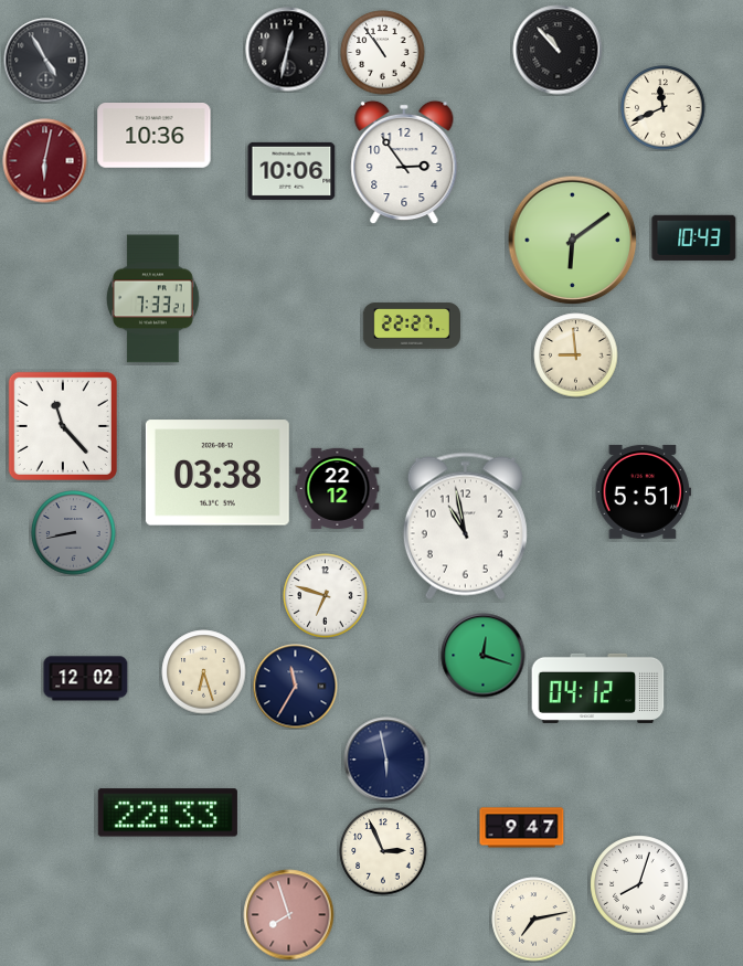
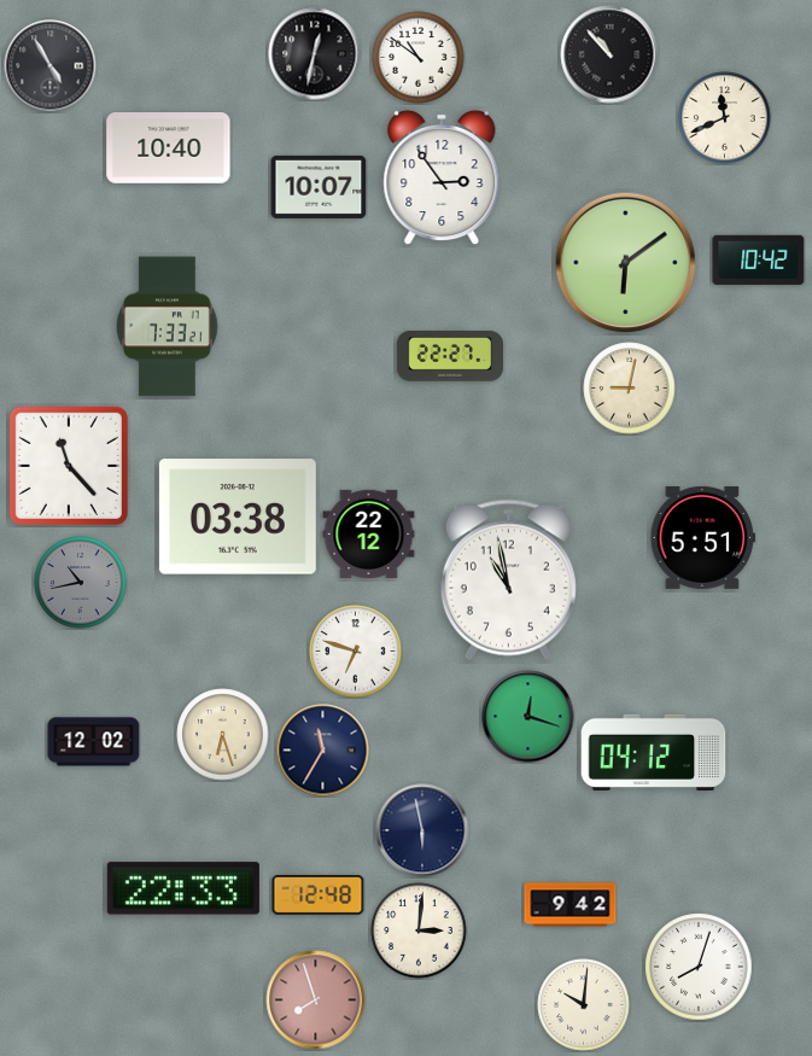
clock at (383, 53): 10:54 -> 10:51
clock at (155, 136): 10:36 -> 10:40
clock at (45, 161): 6:02 -> none
clock at (291, 171): 10:06 -> 10:07
clock at (694, 237): 10:43 -> 10:42
clock at (576, 355): 8:59 -> 9:02
clock at (465, 527) position: (465, 527) -> (508, 580)
clock at (74, 533): 8:43 -> 10:43
clock at (319, 895): none -> 12:48
clock at (522, 828): 9:47 -> 9:42
clock at (383, 851): 2:56 -> 3:01
clock at (534, 920): 7:13 -> 10:01
